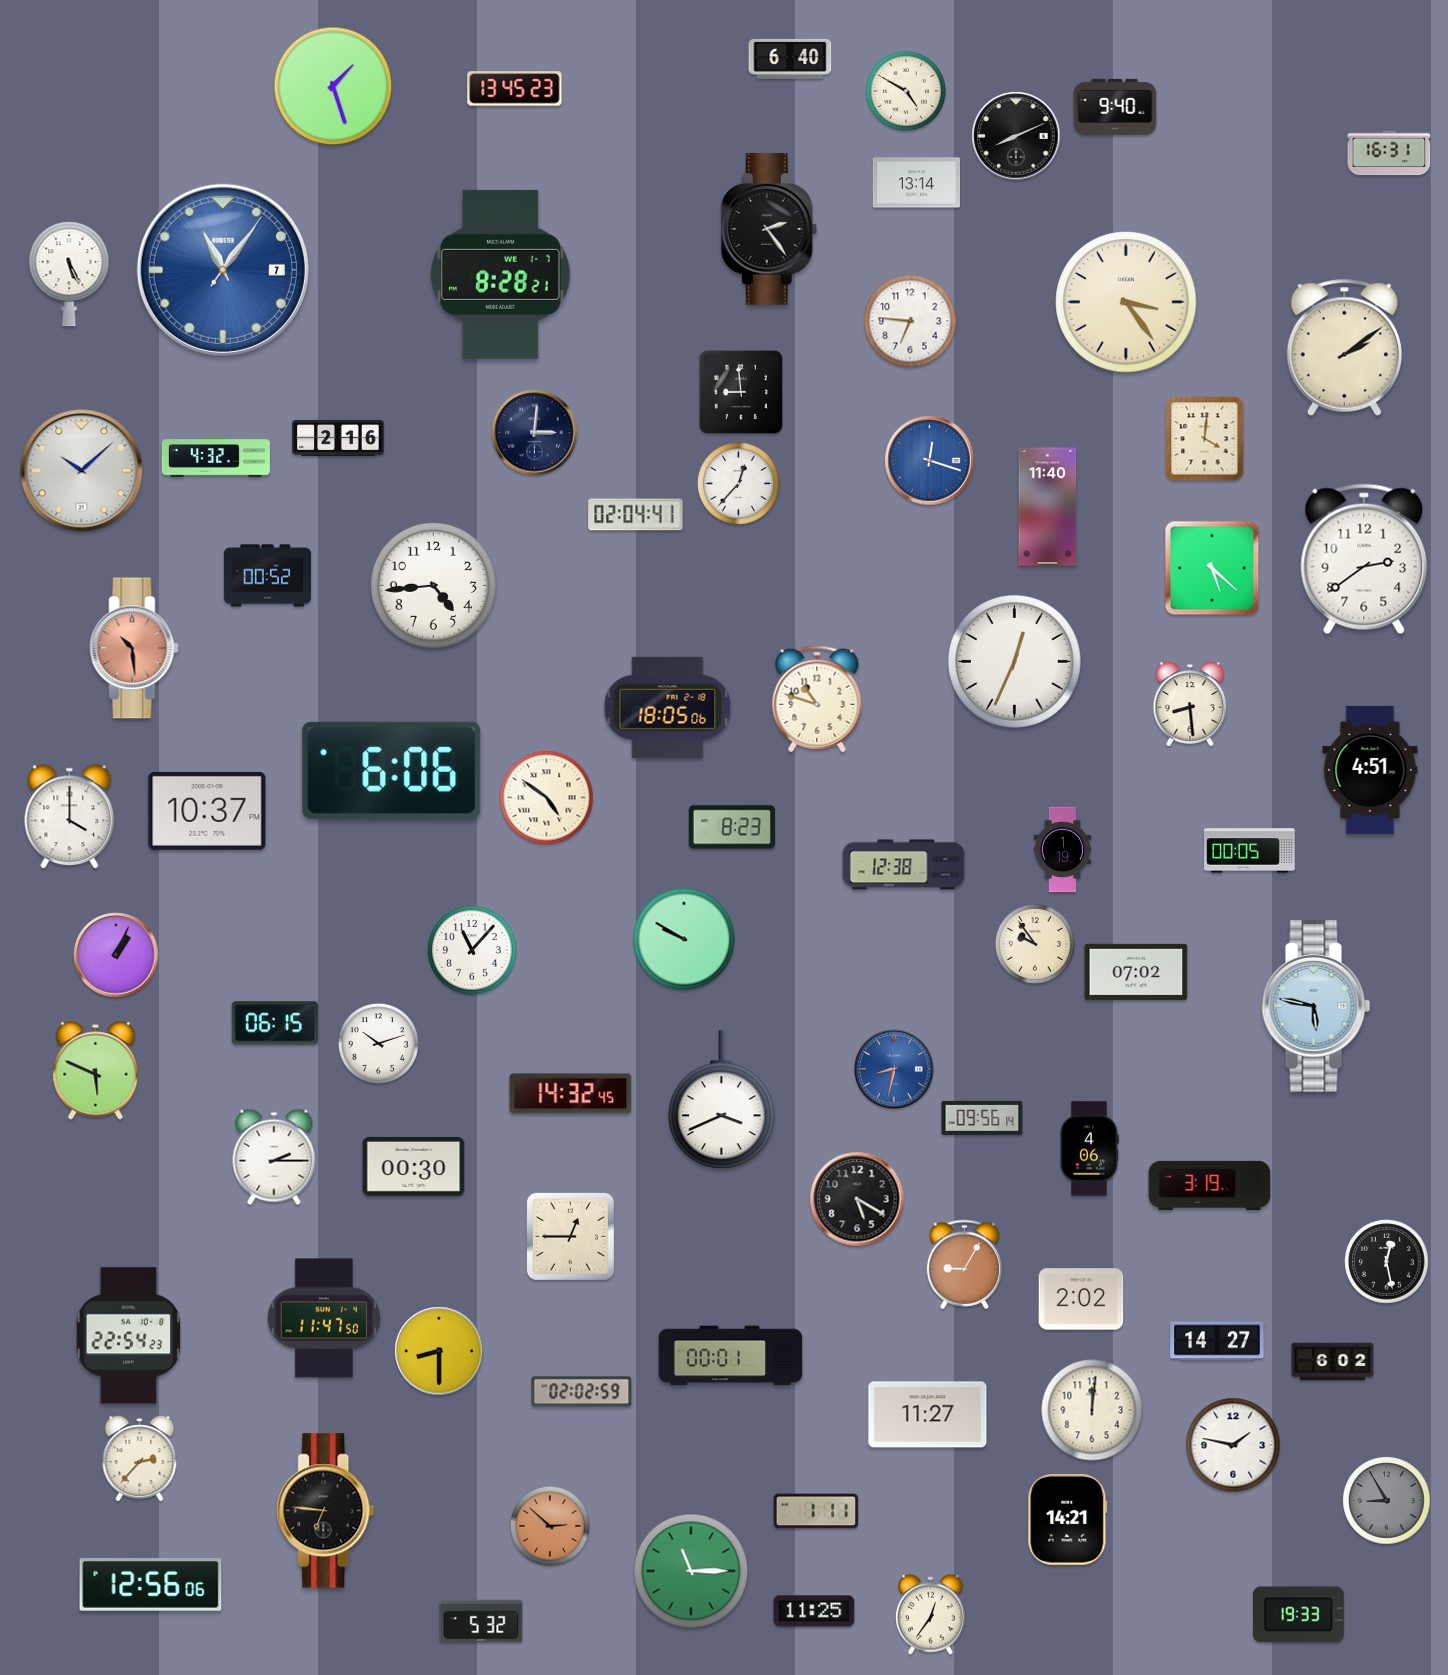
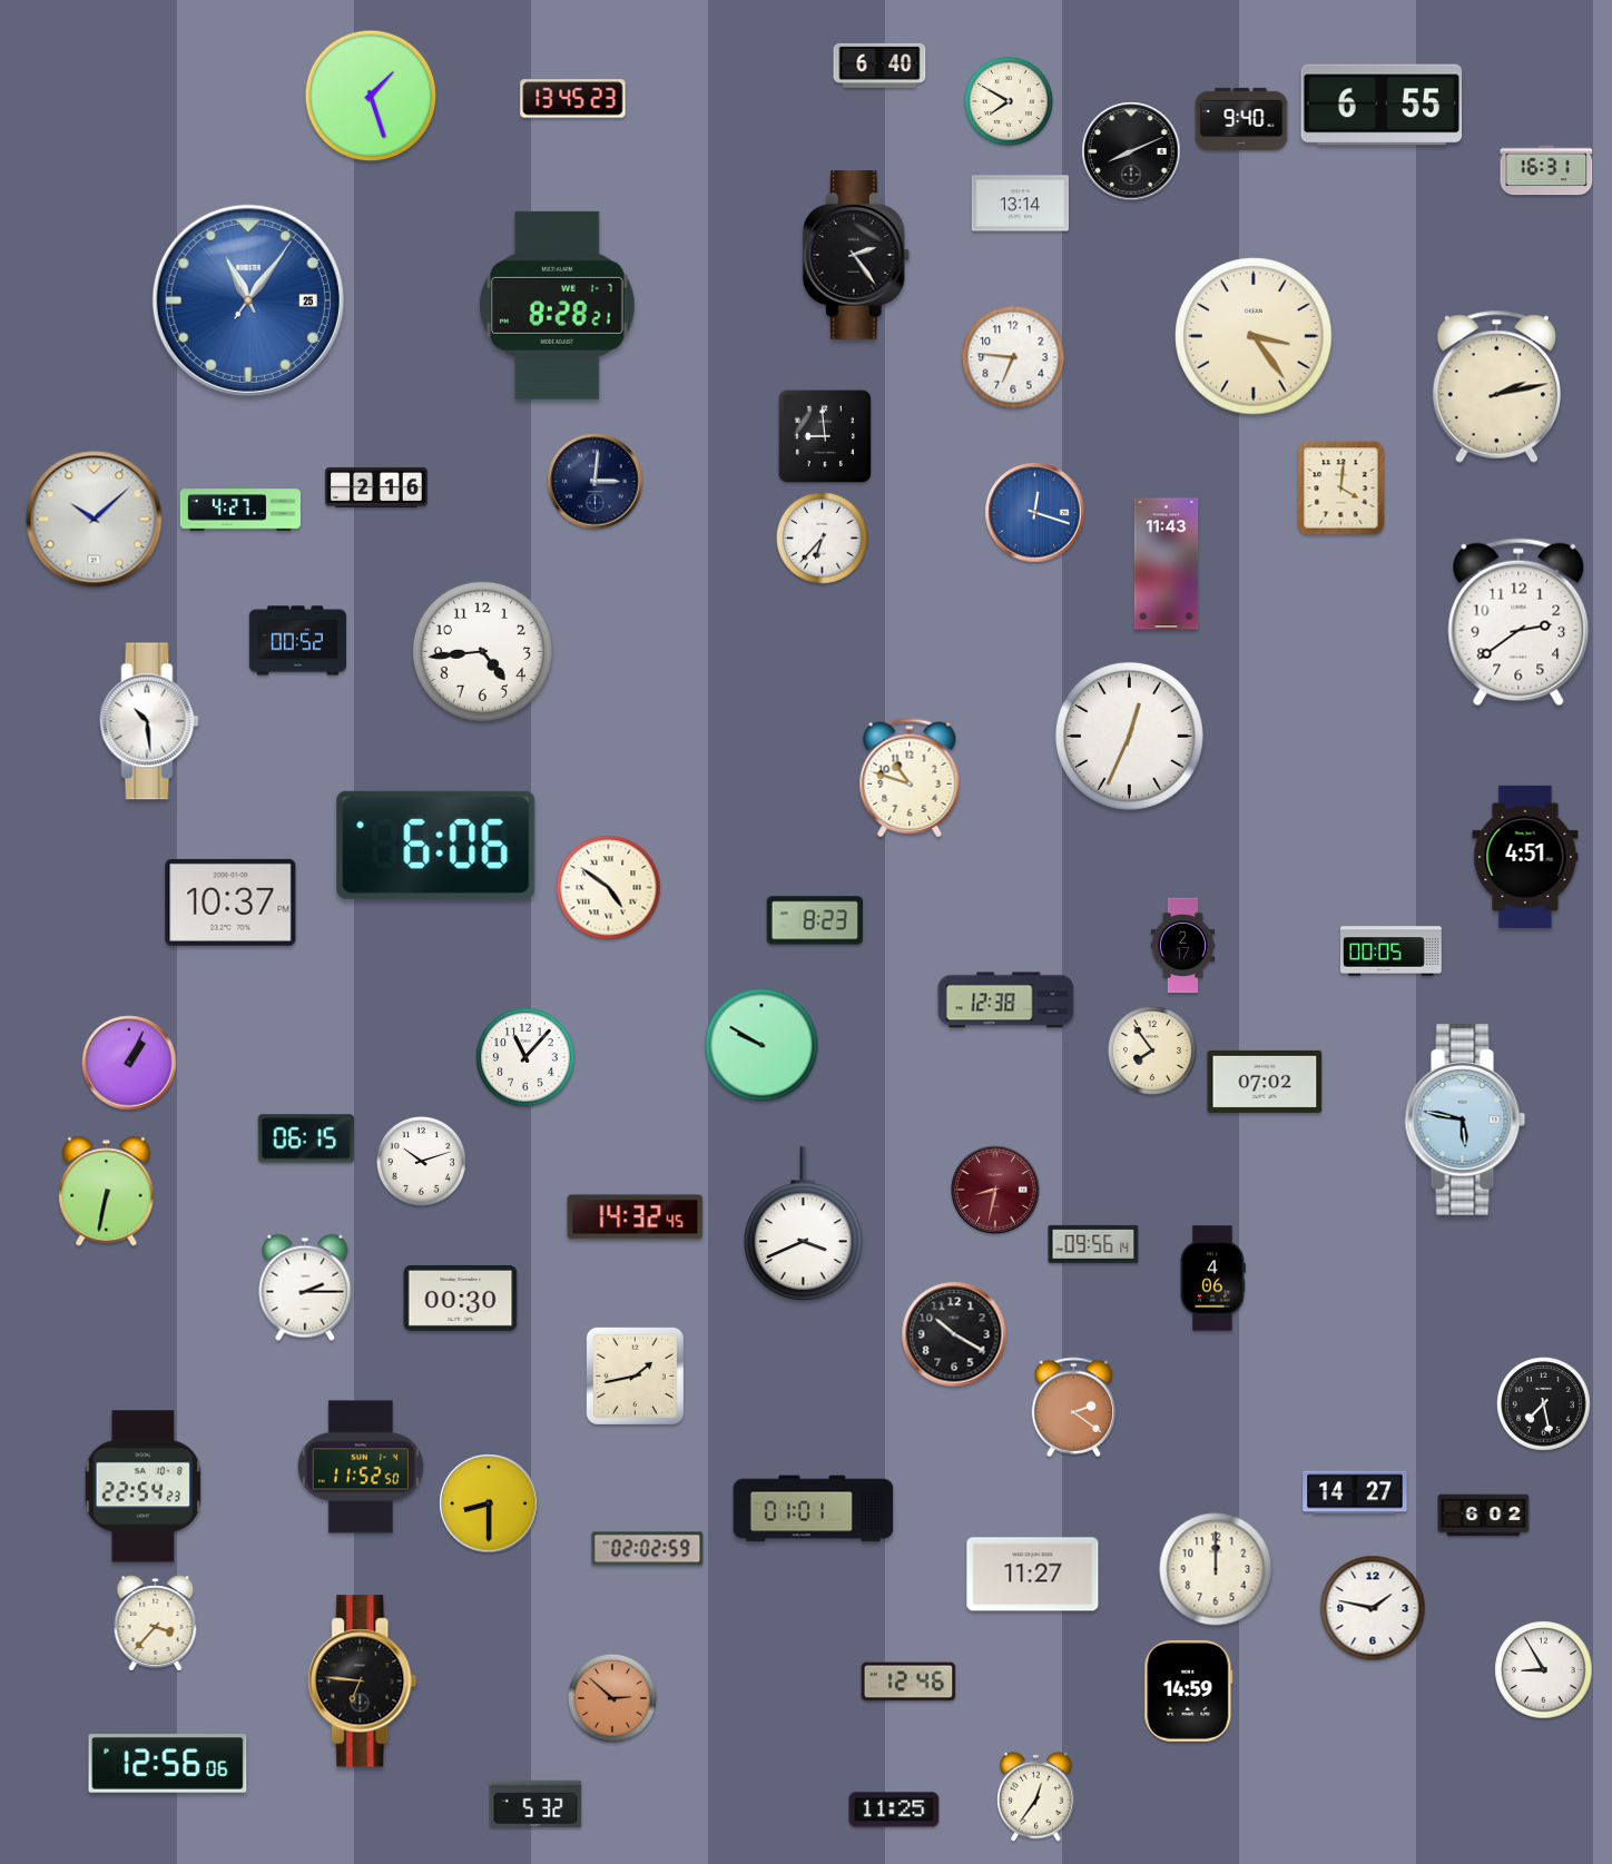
clock at (906, 91): 4:50 -> 7:50
clock at (1382, 105): none -> 6:55
clock at (223, 270) date: 7 -> 25
clock at (69, 274): 5:26 -> none
clock at (1344, 347): 2:09 -> 2:13
clock at (216, 457): 4:32 -> 4:27
clock at (82, 471) position: (82, 471) -> (95, 520)
clock at (739, 484): 12:37 -> 6:37
clock at (1048, 507): 11:40 -> 11:43
clock at (636, 515): 02:04 -> none
clock at (1212, 568): 5:22 -> none
clock at (134, 648) dial: salmon -> white
clock at (1190, 704): 8:29 -> none
clock at (668, 707): 18:05 -> none
clock at (392, 770) position: (392, 770) -> (436, 845)
clock at (70, 817): 4:00 -> none
clock at (1063, 850): 1:19 -> 2:17
clock at (1250, 851) position: (1250, 851) -> (1392, 951)
clock at (904, 865) position: (904, 865) -> (1006, 1000)
clock at (1035, 944): 9:54 -> 7:54
clock at (894, 1069) dial: blue -> burgundy
clock at (96, 1071): 5:49 -> 6:32
clock at (1210, 1185): 3:19 -> none
clock at (857, 1199): 5:20 -> 10:20
clock at (570, 1236): 12:45 -> 1:43
clock at (1387, 1262): 12:28 -> 7:28
clock at (964, 1265): 9:05 -> 2:21
clock at (1081, 1299): 2:02 -> none
clock at (323, 1318): 11:47 -> 11:52
clock at (731, 1356): 00:01 -> 01:01
clock at (1092, 1410): 12:01 -> 12:00
clock at (140, 1459): 2:37 -> 3:37
clock at (1387, 1501) dial: grey -> white
clock at (816, 1511): 1:11 -> 12:46
clock at (1068, 1519): 14:21 -> 14:59
clock at (691, 1571): 11:15 -> none
clock at (814, 1611) position: (814, 1611) -> (894, 1809)
clock at (1298, 1615): 19:33 -> none
